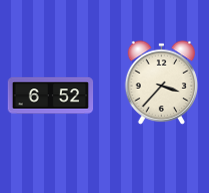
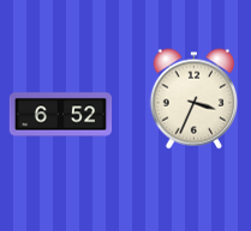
clock at (161, 83): 3:37 -> 3:34
